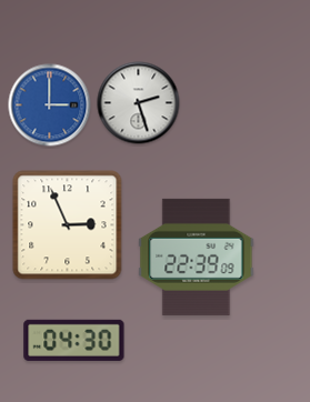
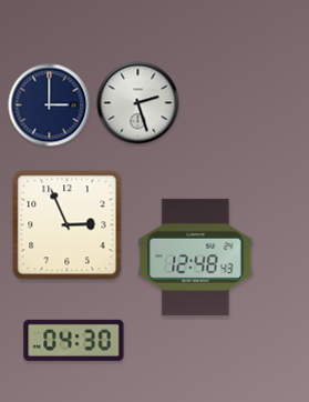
clock at (50, 105) dial: blue -> navy
clock at (197, 257): 22:39 -> 12:48
